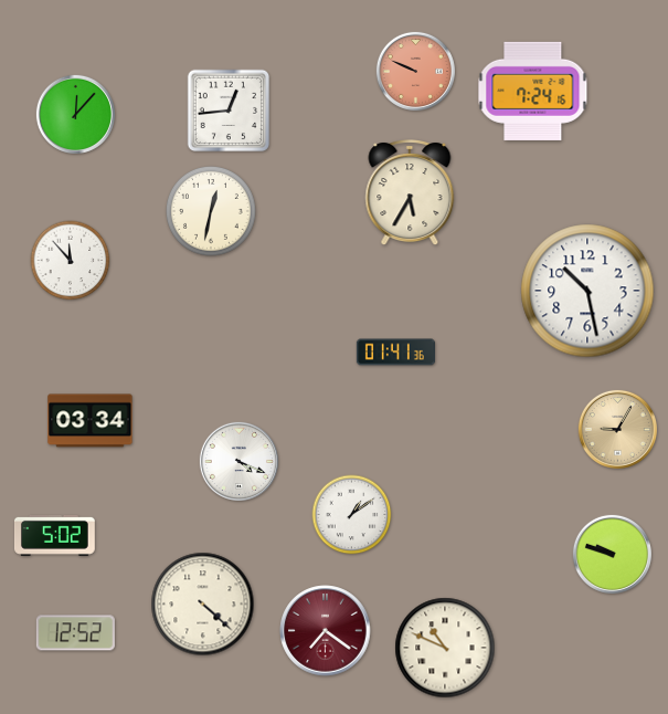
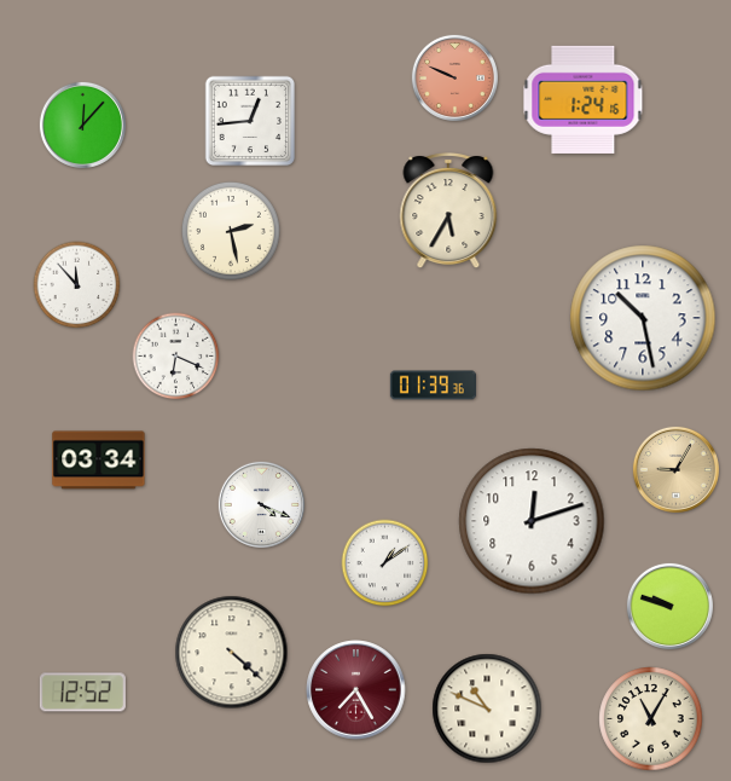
clock at (533, 91): 7:24 -> 1:24
clock at (211, 211): 12:32 -> 2:28
clock at (176, 357): none -> 6:19
clock at (395, 353): 01:41 -> 01:39
clock at (532, 521): none -> 12:12
clock at (55, 535): 5:02 -> none
clock at (203, 605) position: (203, 605) -> (232, 653)
clock at (326, 631): 7:21 -> 7:25
clock at (651, 719): none -> 11:05
